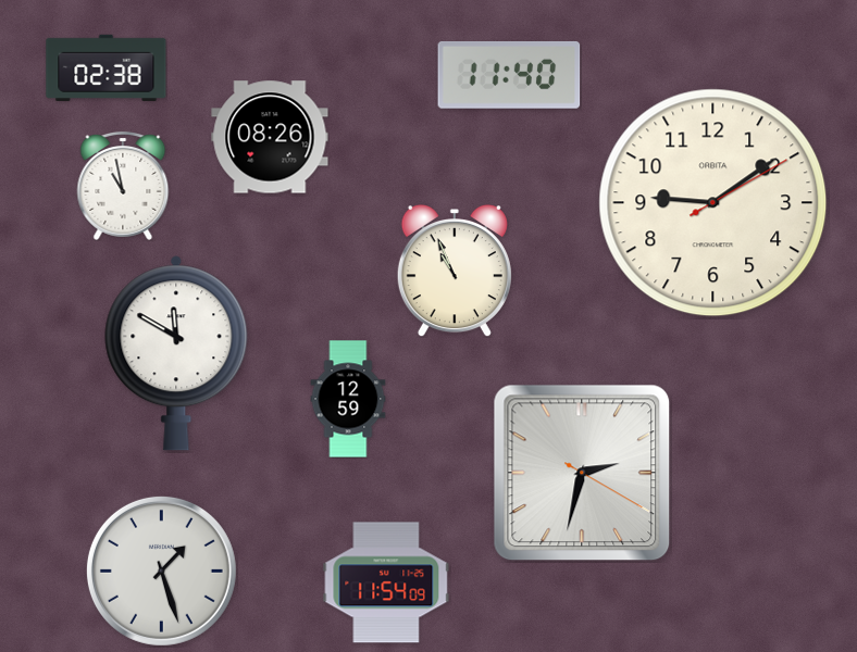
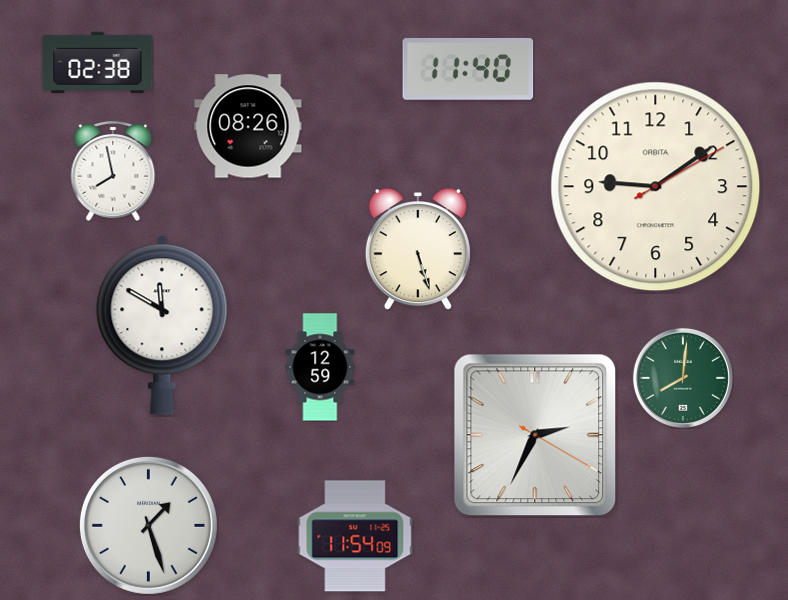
clock at (123, 186): 10:58 -> 7:58
clock at (455, 271): 10:56 -> 5:27
clock at (683, 378): none -> 8:01
clock at (582, 473): 2:32 -> 2:34
